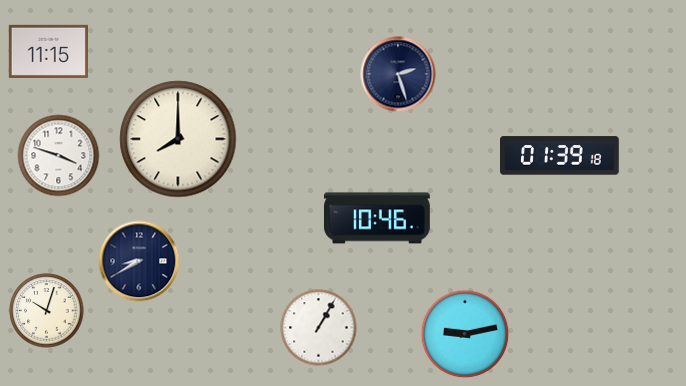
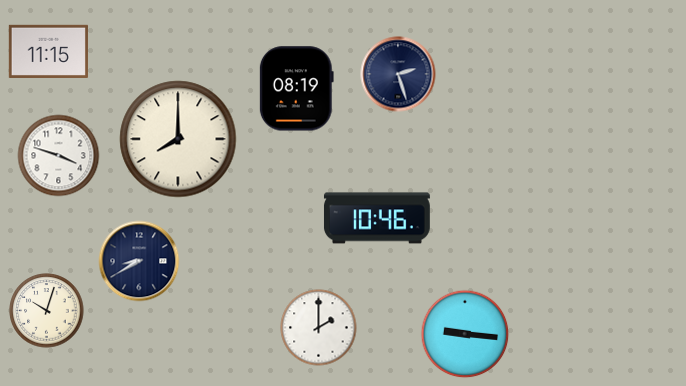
clock at (296, 89): none -> 08:19
clock at (560, 156): 01:39 -> none
clock at (319, 328): 1:05 -> 2:00
clock at (465, 334): 9:13 -> 9:16
